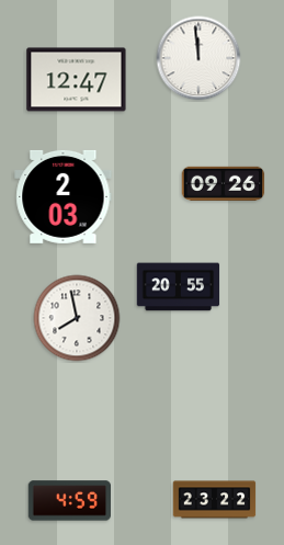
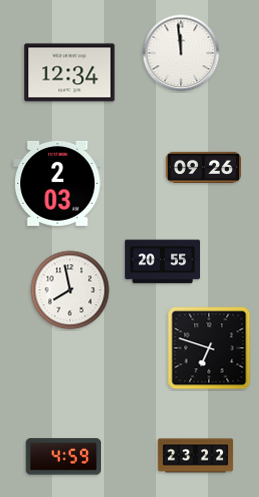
clock at (77, 80): 12:47 -> 12:34
clock at (64, 196) position: (64, 196) -> (58, 183)
clock at (209, 348): none -> 6:48
